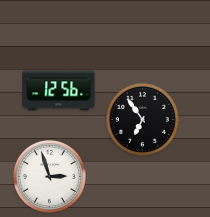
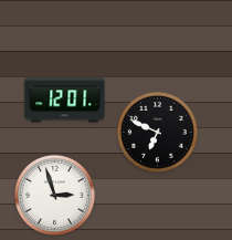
clock at (59, 91): 12:56 -> 12:01
clock at (142, 119): 6:54 -> 6:49
